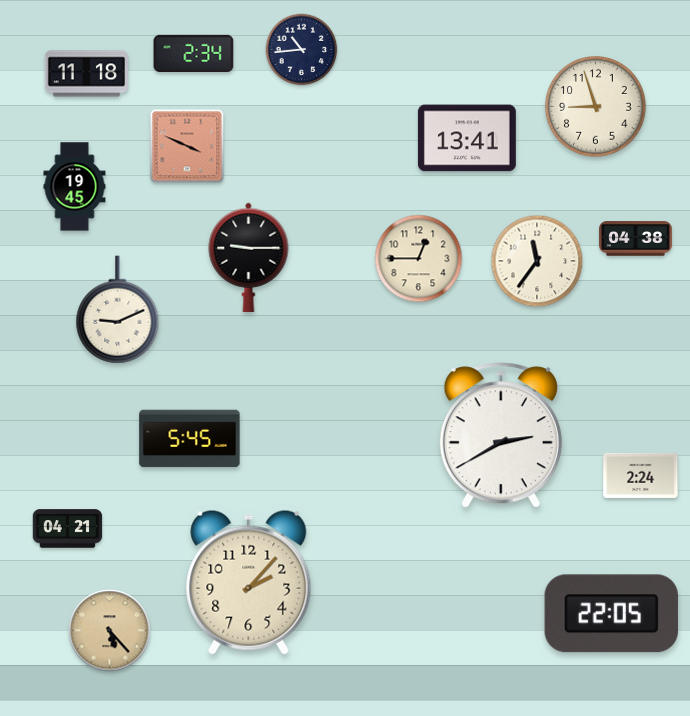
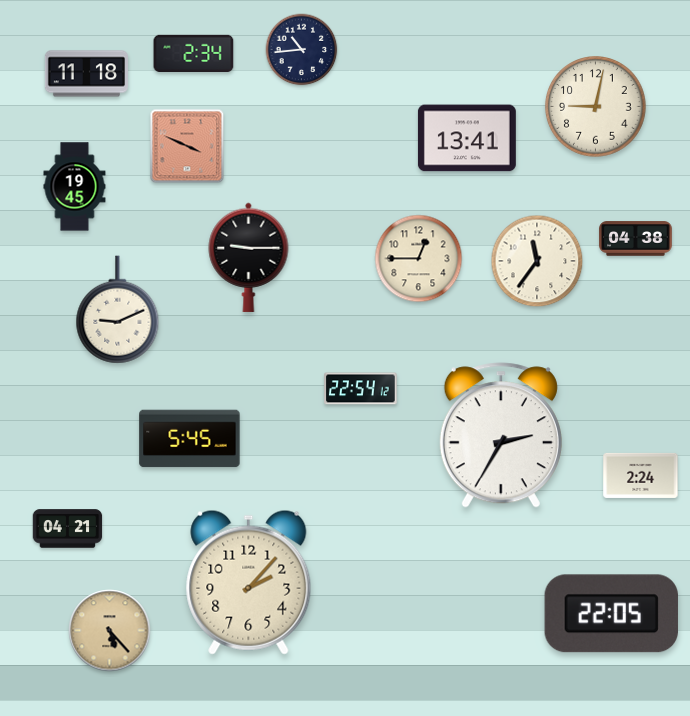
clock at (596, 107): 8:57 -> 9:02
clock at (361, 389): none -> 22:54
clock at (501, 435): 2:40 -> 2:35
